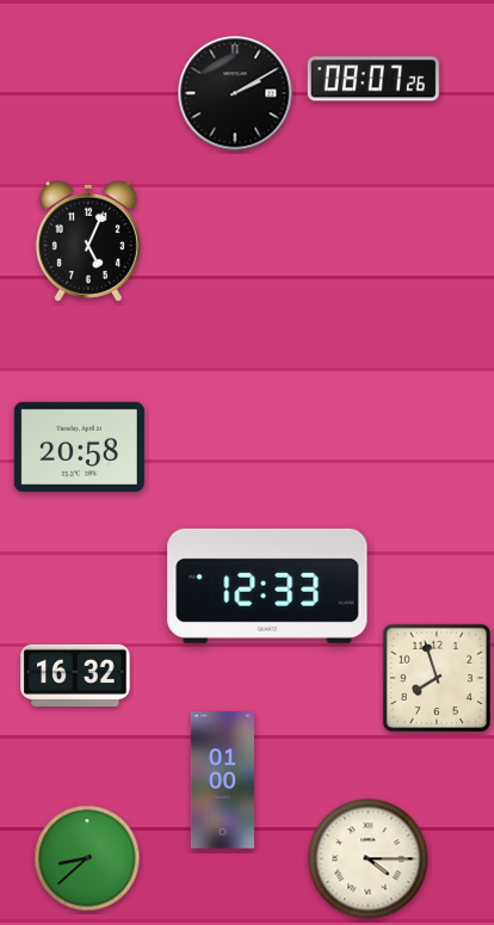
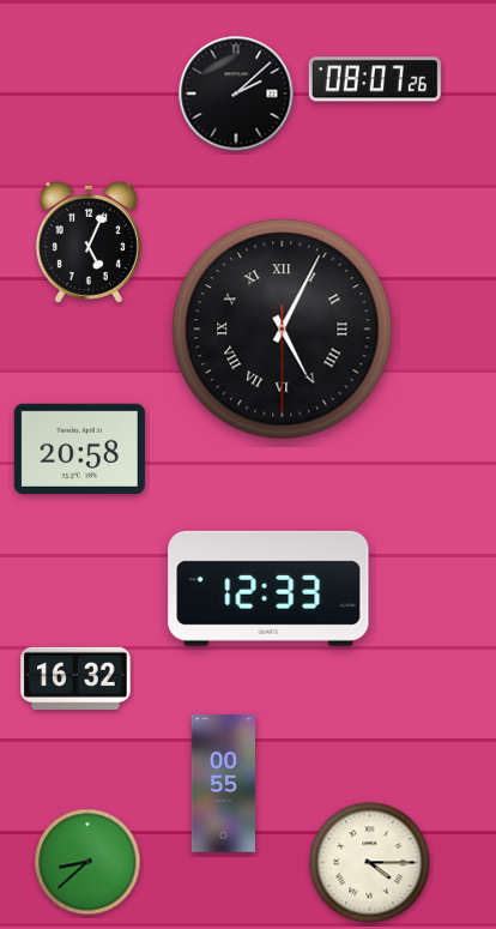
clock at (235, 93): 2:10 -> 2:08
clock at (283, 330): none -> 5:04
clock at (437, 678): 7:57 -> none
clock at (222, 781): 01:00 -> 00:55
